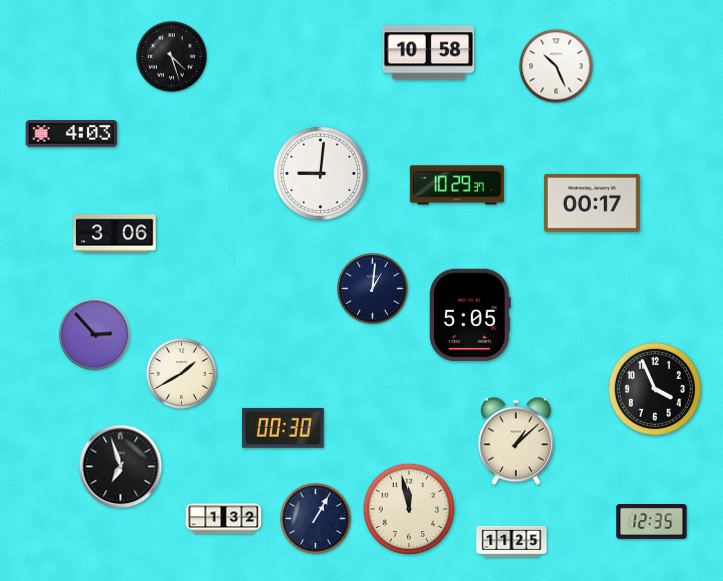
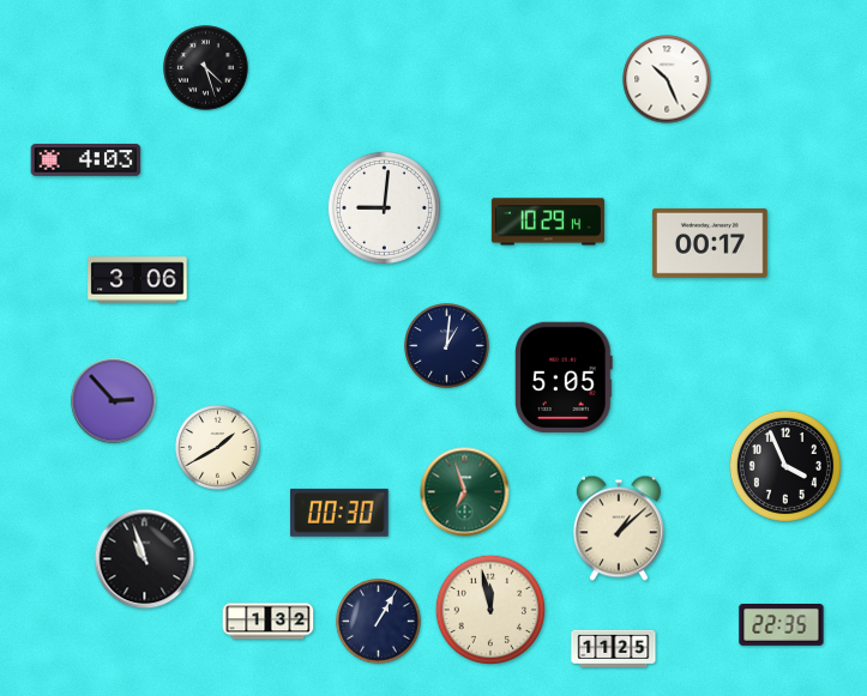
clock at (429, 53): 10:58 -> none
clock at (457, 185): 10:29:37 -> 10:29:14
clock at (465, 492): none -> 6:57
clock at (121, 467): 6:57 -> 10:57
clock at (652, 522): 12:35 -> 22:35
